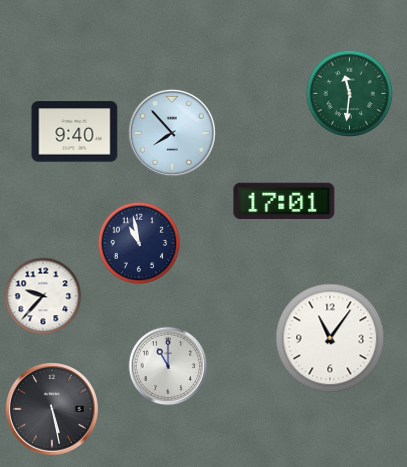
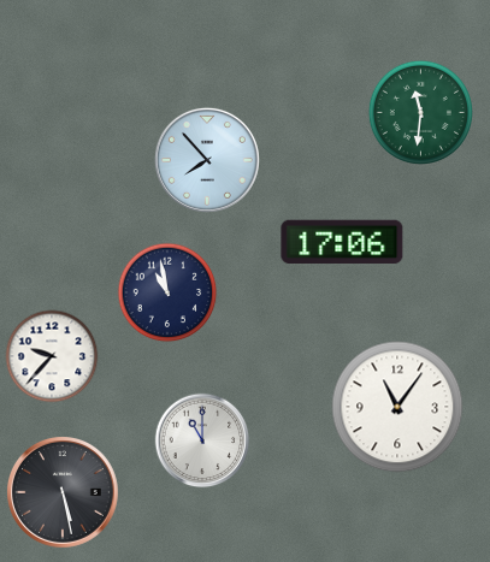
clock at (75, 132): 9:40 -> none
clock at (284, 201): 17:01 -> 17:06
